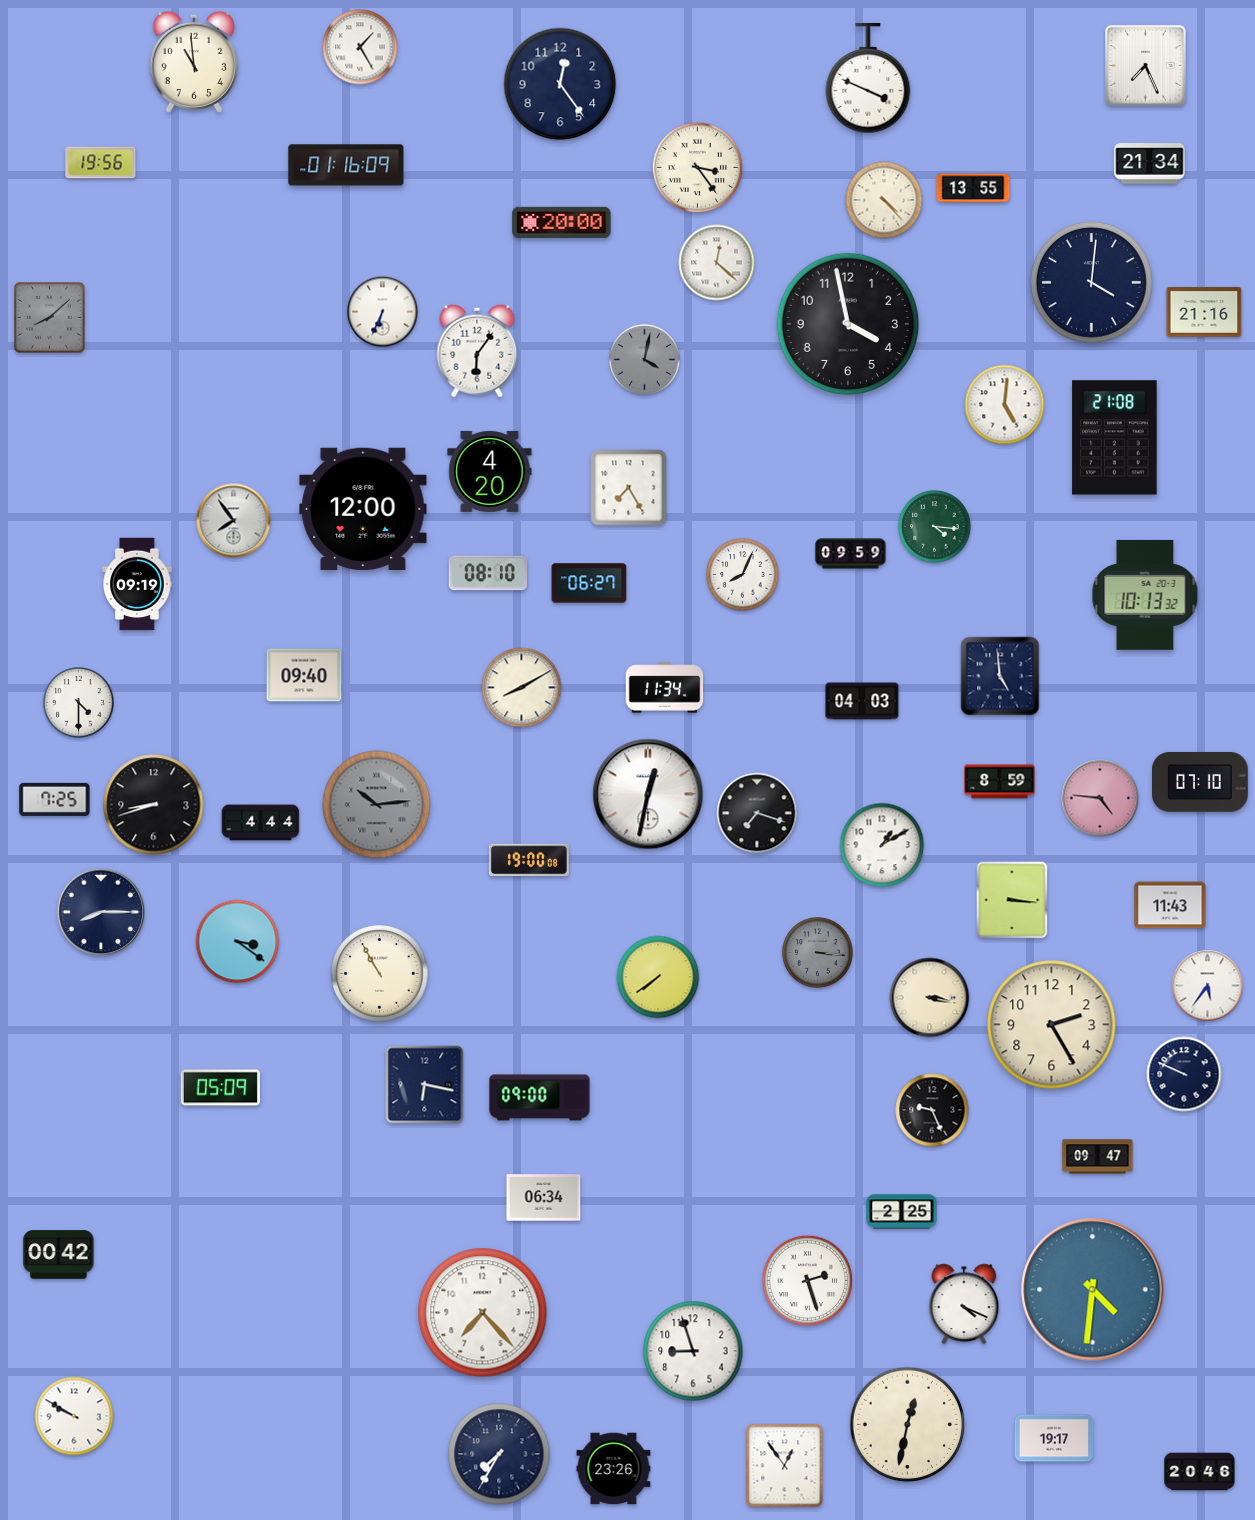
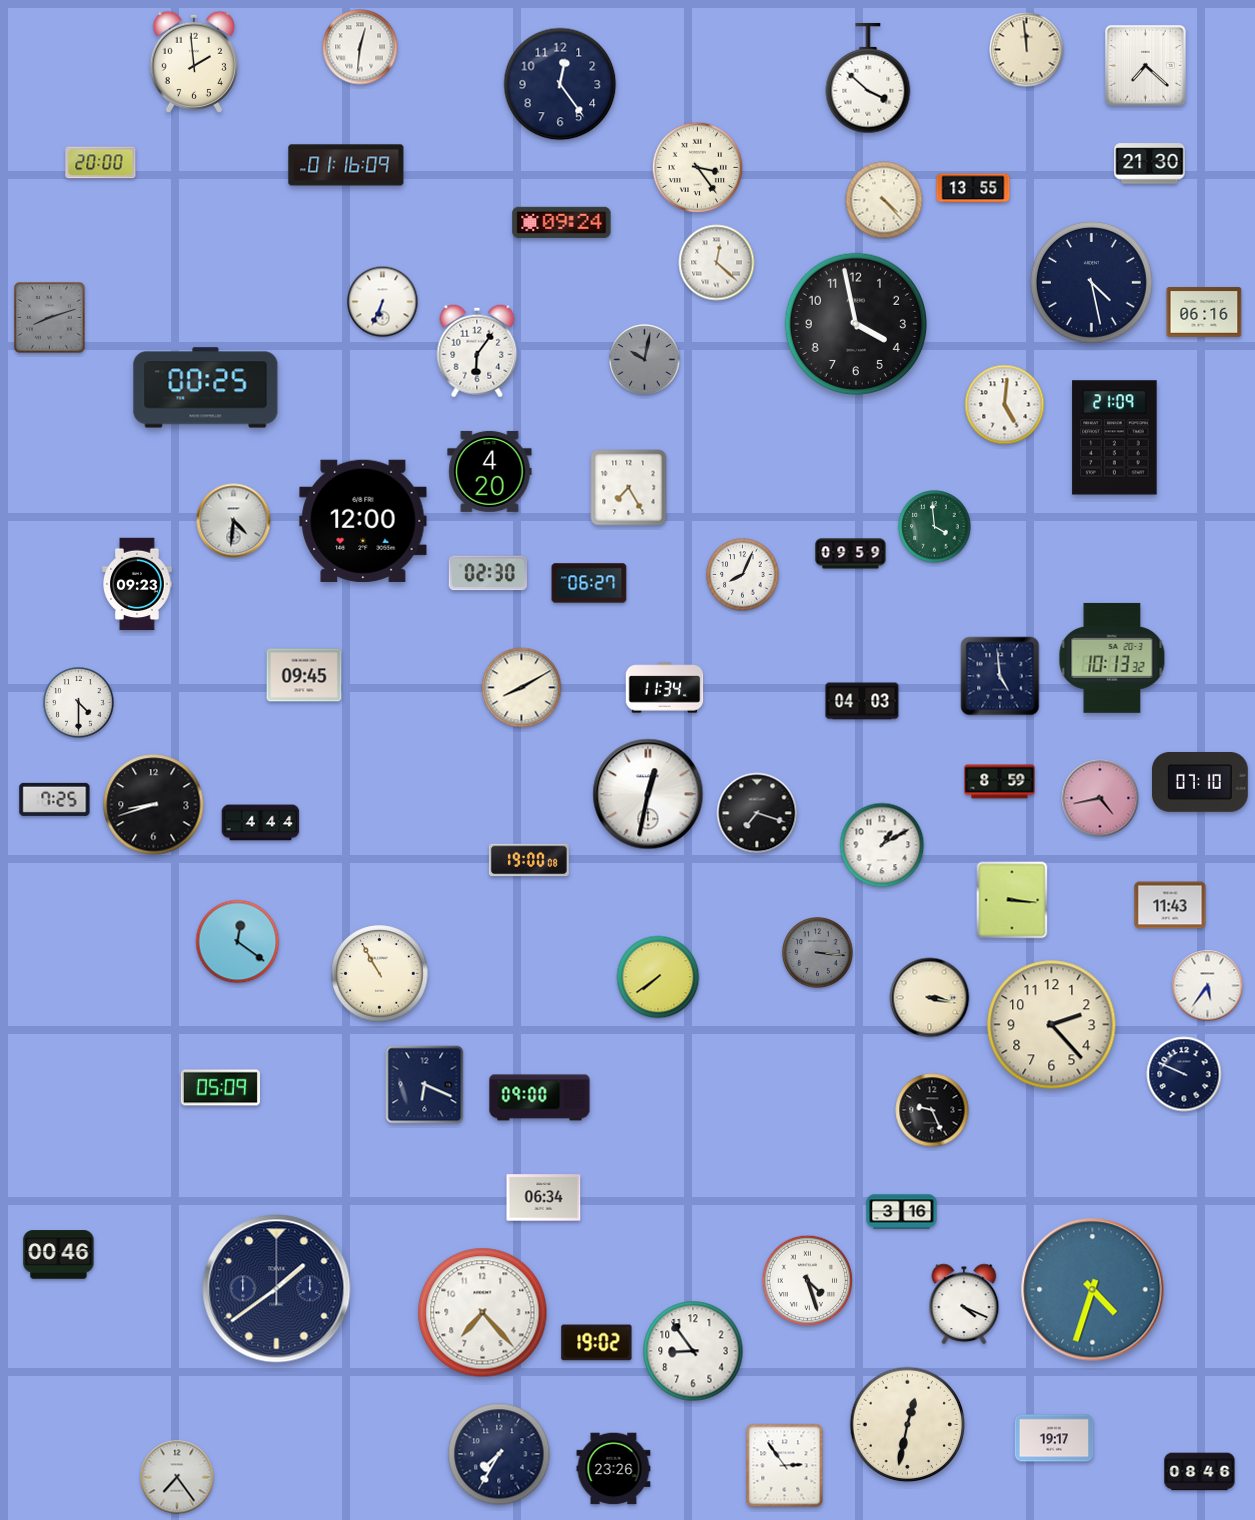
clock at (360, 47): 1:25 -> 12:31
clock at (1027, 50): none -> 11:59
clock at (193, 61): 10:59 -> 1:59
clock at (1146, 66): 7:26 -> 7:22
clock at (868, 78): 3:49 -> 3:52
clock at (101, 163): 19:56 -> 20:00
clock at (1150, 164): 21:34 -> 21:30
clock at (562, 222): 20:00 -> 09:24
clock at (1091, 282): 4:01 -> 4:28
clock at (383, 312) position: (383, 312) -> (383, 302)
clock at (1204, 312): 21:16 -> 06:16
clock at (50, 318): 8:08 -> 8:12
clock at (847, 323) position: (847, 323) -> (855, 323)
clock at (645, 360): 4:02 -> 10:02
clock at (206, 388): none -> 00:25
clock at (1115, 438): 21:08 -> 21:09
clock at (363, 509) position: (363, 509) -> (363, 521)
clock at (234, 521): 7:54 -> 4:31
clock at (935, 527): 4:16 -> 3:59
clock at (488, 573): 08:10 -> 02:30
clock at (137, 584): 09:19 -> 09:23
clock at (1145, 595) position: (1145, 595) -> (1112, 658)
clock at (304, 675): 09:40 -> 09:45
clock at (1100, 798): 4:46 -> 4:43
clock at (377, 805): 10:14 -> none
clock at (101, 912): 8:15 -> none
clock at (238, 942): 3:21 -> 12:21
clock at (1052, 1025): 2:25 -> 2:23
clock at (425, 1085): 6:17 -> 6:19
clock at (1098, 1157): 09:47 -> none
clock at (902, 1212): 2:25 -> 3:16
clock at (59, 1255): 00:42 -> 00:46
clock at (807, 1280): 2:27 -> 4:27
clock at (277, 1289): none -> 1:39
clock at (1093, 1290): 4:31 -> 4:33
clock at (597, 1343): none -> 19:02
clock at (693, 1351): 8:57 -> 8:54
clock at (74, 1416): 9:50 -> none
clock at (785, 1466): 12:54 -> 2:54
clock at (1200, 1472): 20:46 -> 08:46
clock at (177, 1477): none -> 7:24
